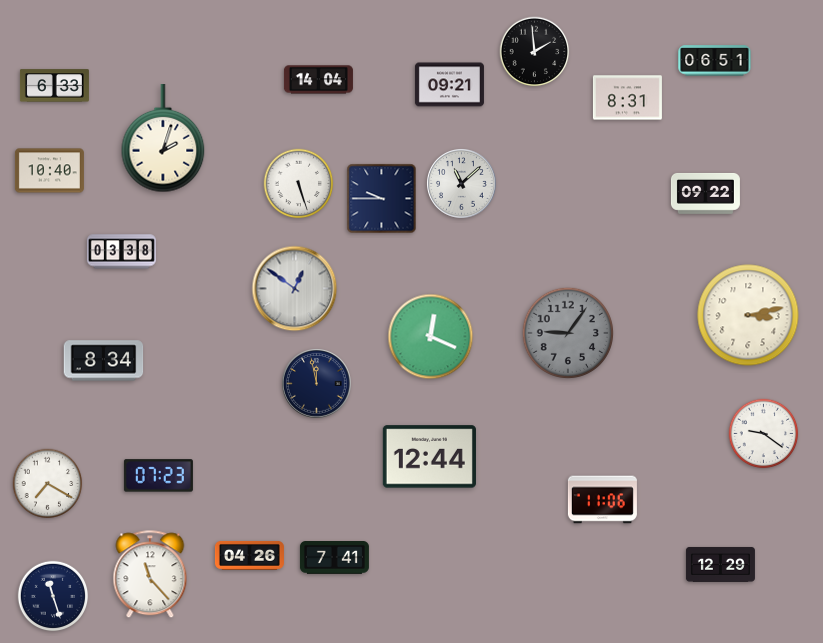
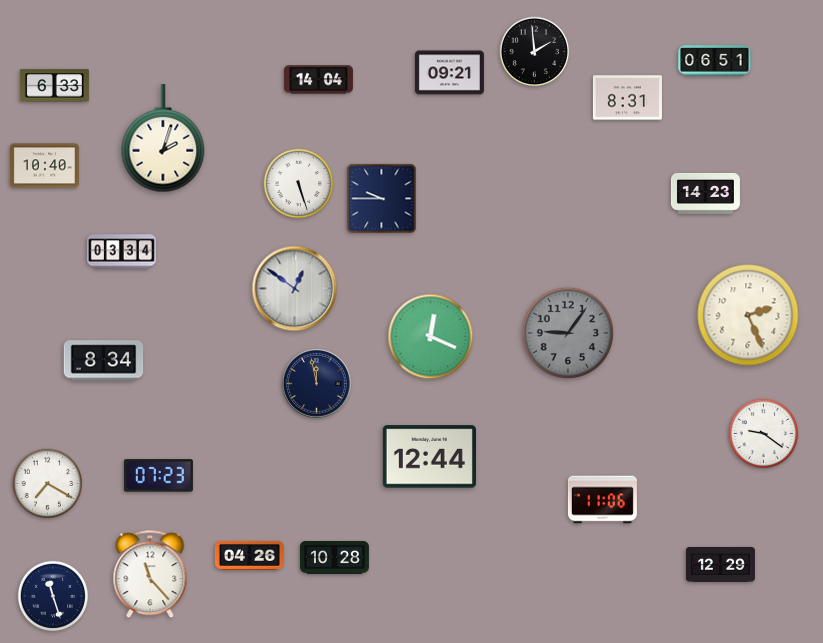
clock at (449, 85) position: (449, 85) -> (449, 73)
clock at (49, 171) position: (49, 171) -> (44, 166)
clock at (462, 184): 11:08 -> none
clock at (705, 193): 09:22 -> 14:23
clock at (121, 252): 03:38 -> 03:34
clock at (748, 315): 3:13 -> 2:26
clock at (334, 558): 7:41 -> 10:28
